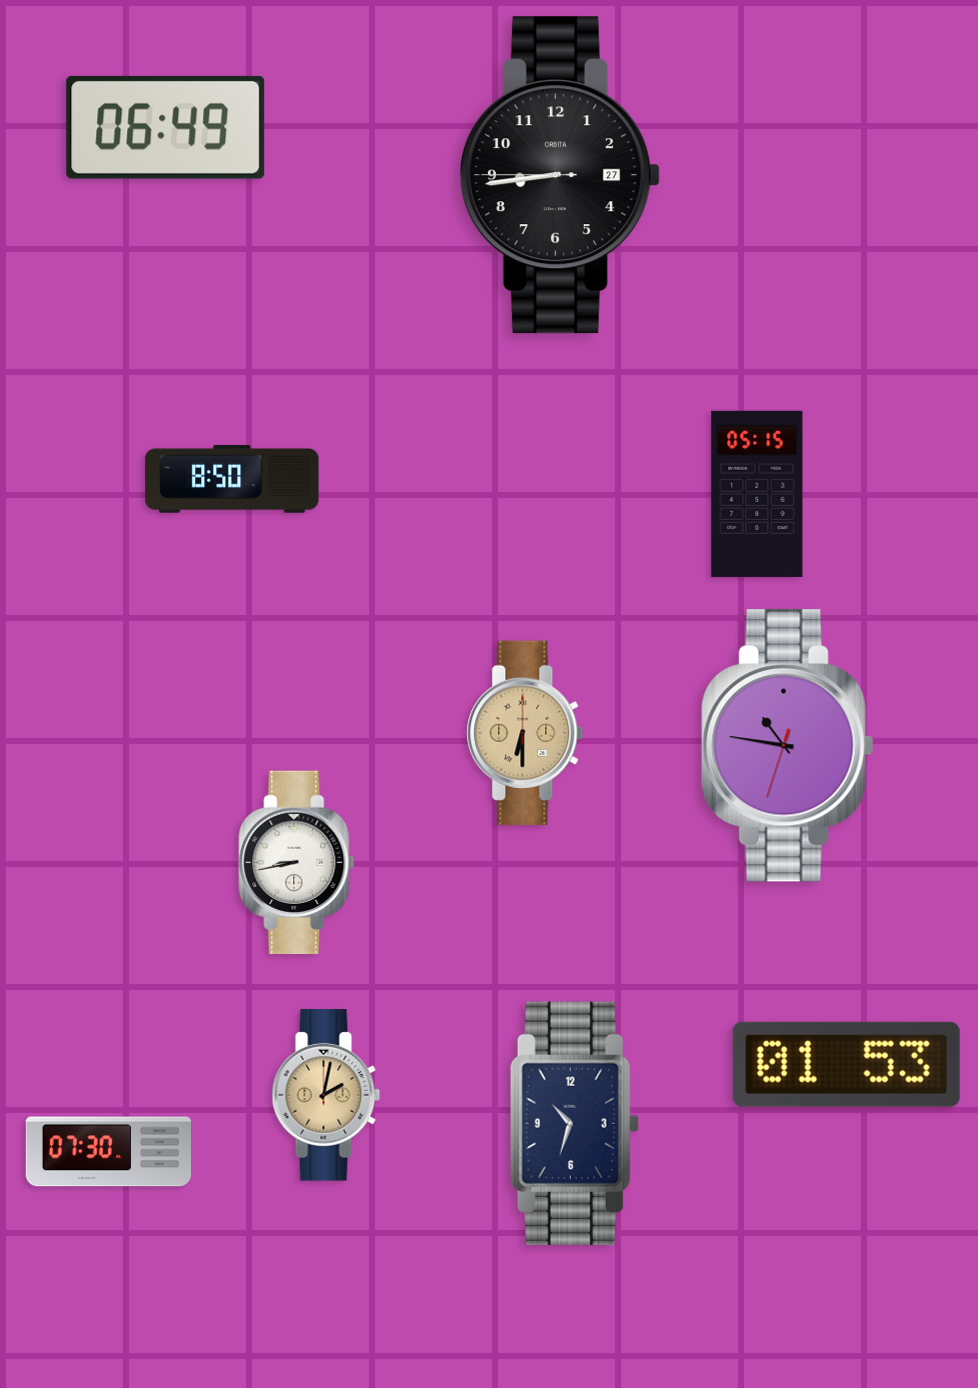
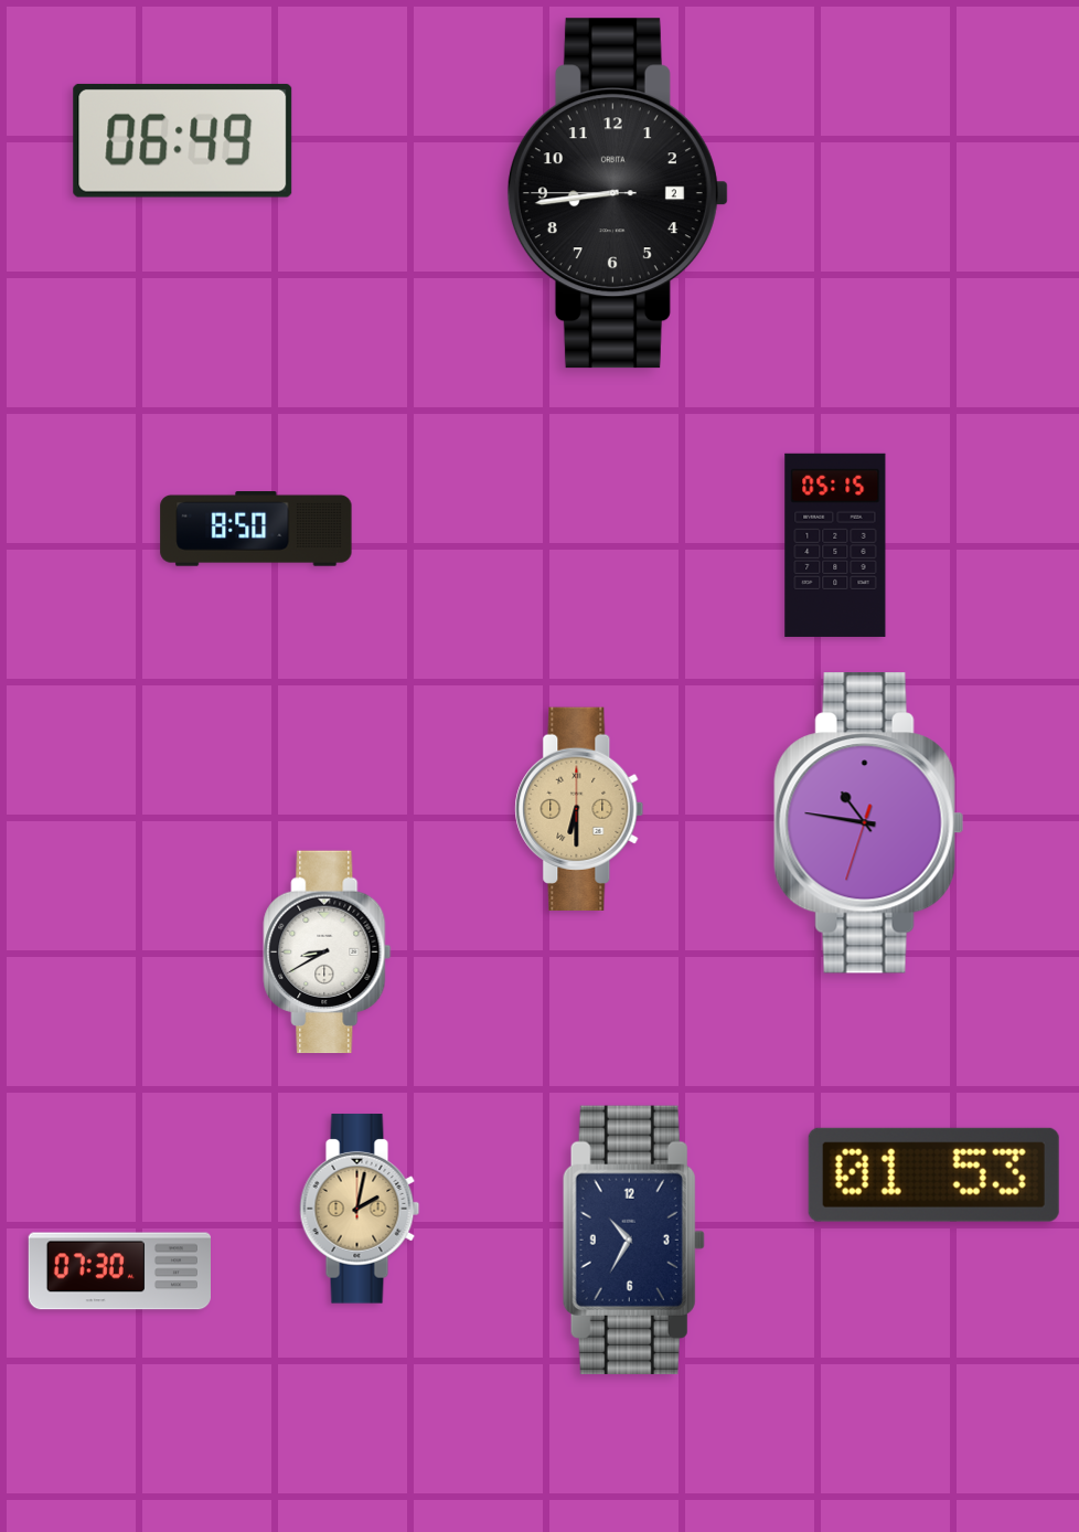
clock at (560, 175) date: 27 -> 2
clock at (297, 863): 8:43 -> 8:40
clock at (574, 1123): 10:33 -> 10:35
